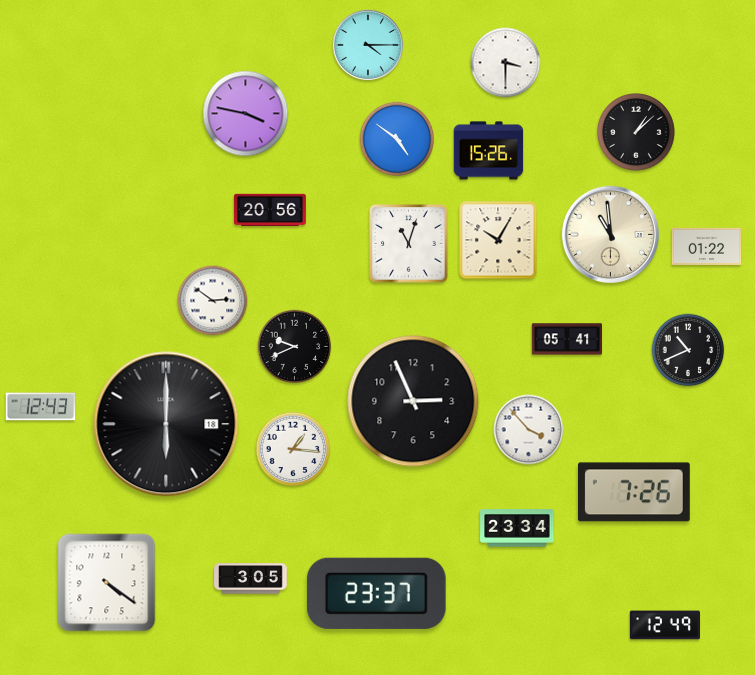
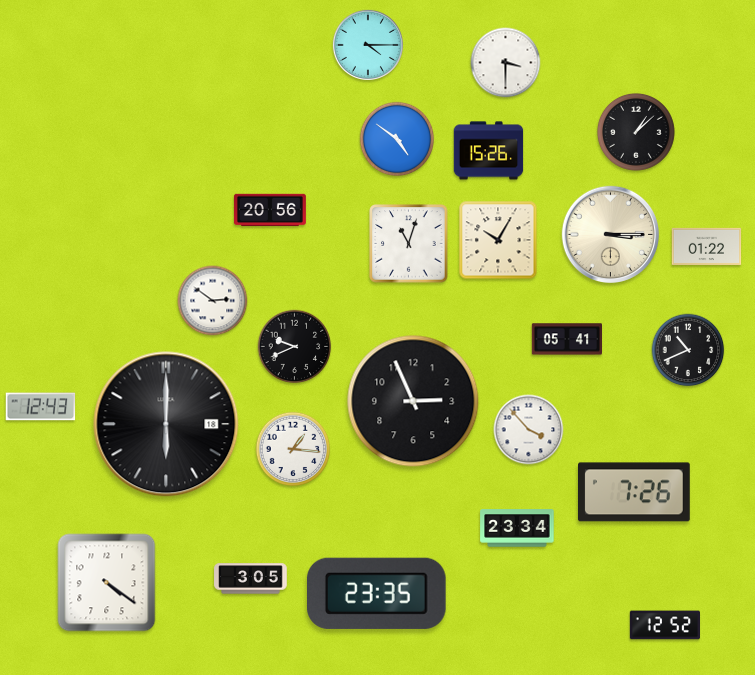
clock at (246, 114): 3:47 -> none
clock at (611, 235): 10:59 -> 3:15
clock at (377, 593): 23:37 -> 23:35
clock at (664, 625): 12:49 -> 12:52
